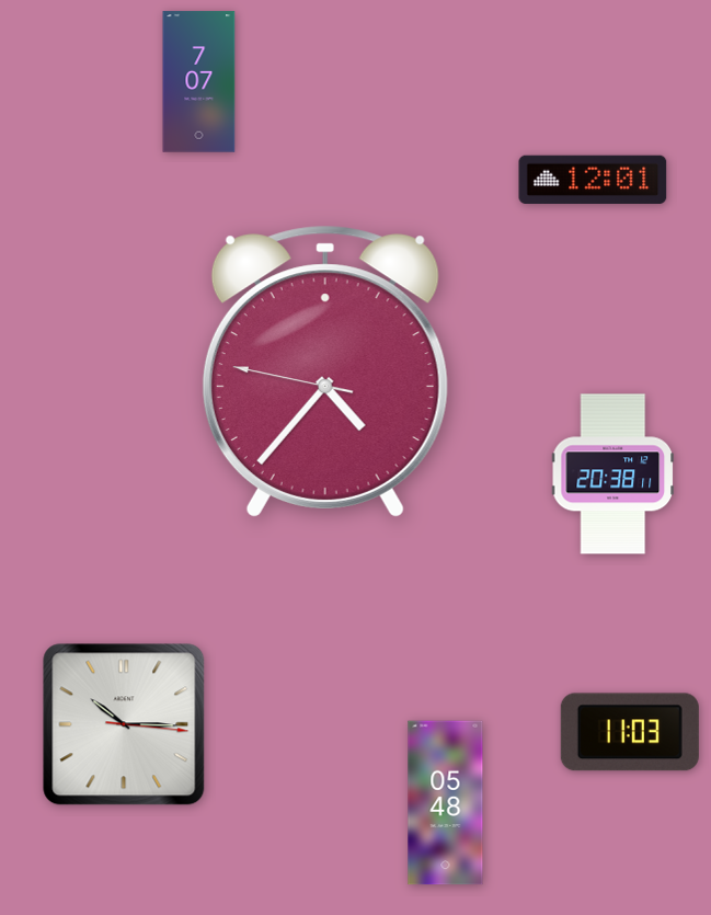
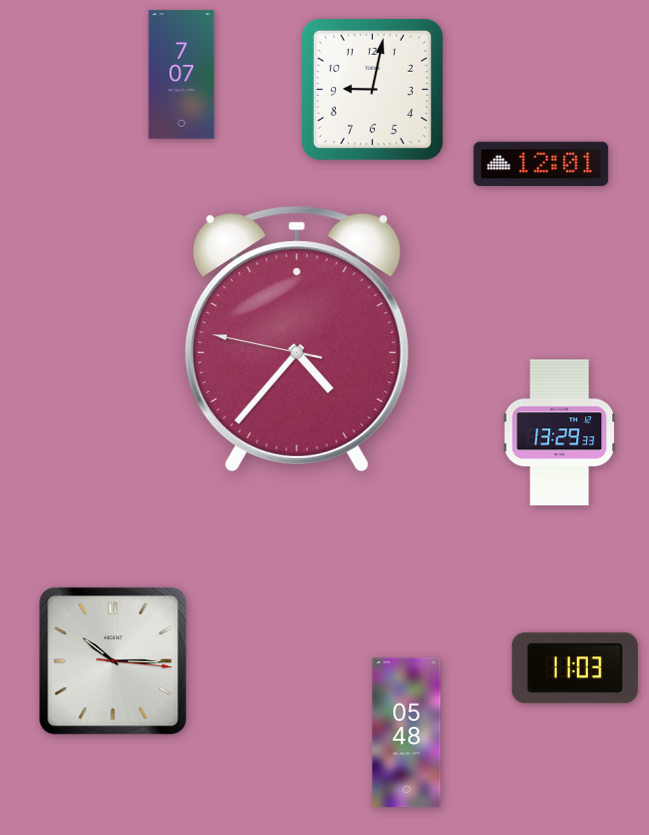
clock at (372, 89): none -> 9:02
clock at (613, 474): 20:38 -> 13:29
